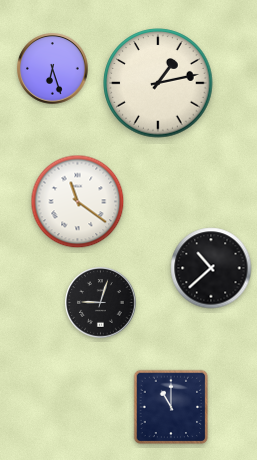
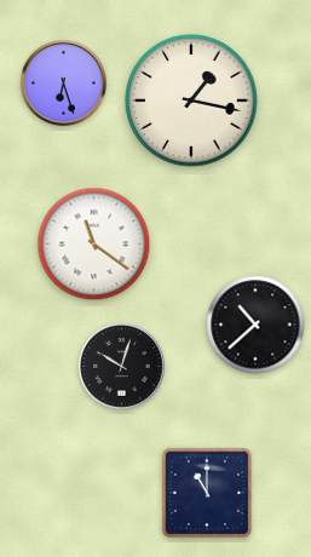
clock at (158, 83): 1:13 -> 1:17
clock at (101, 303): 9:03 -> 10:03
